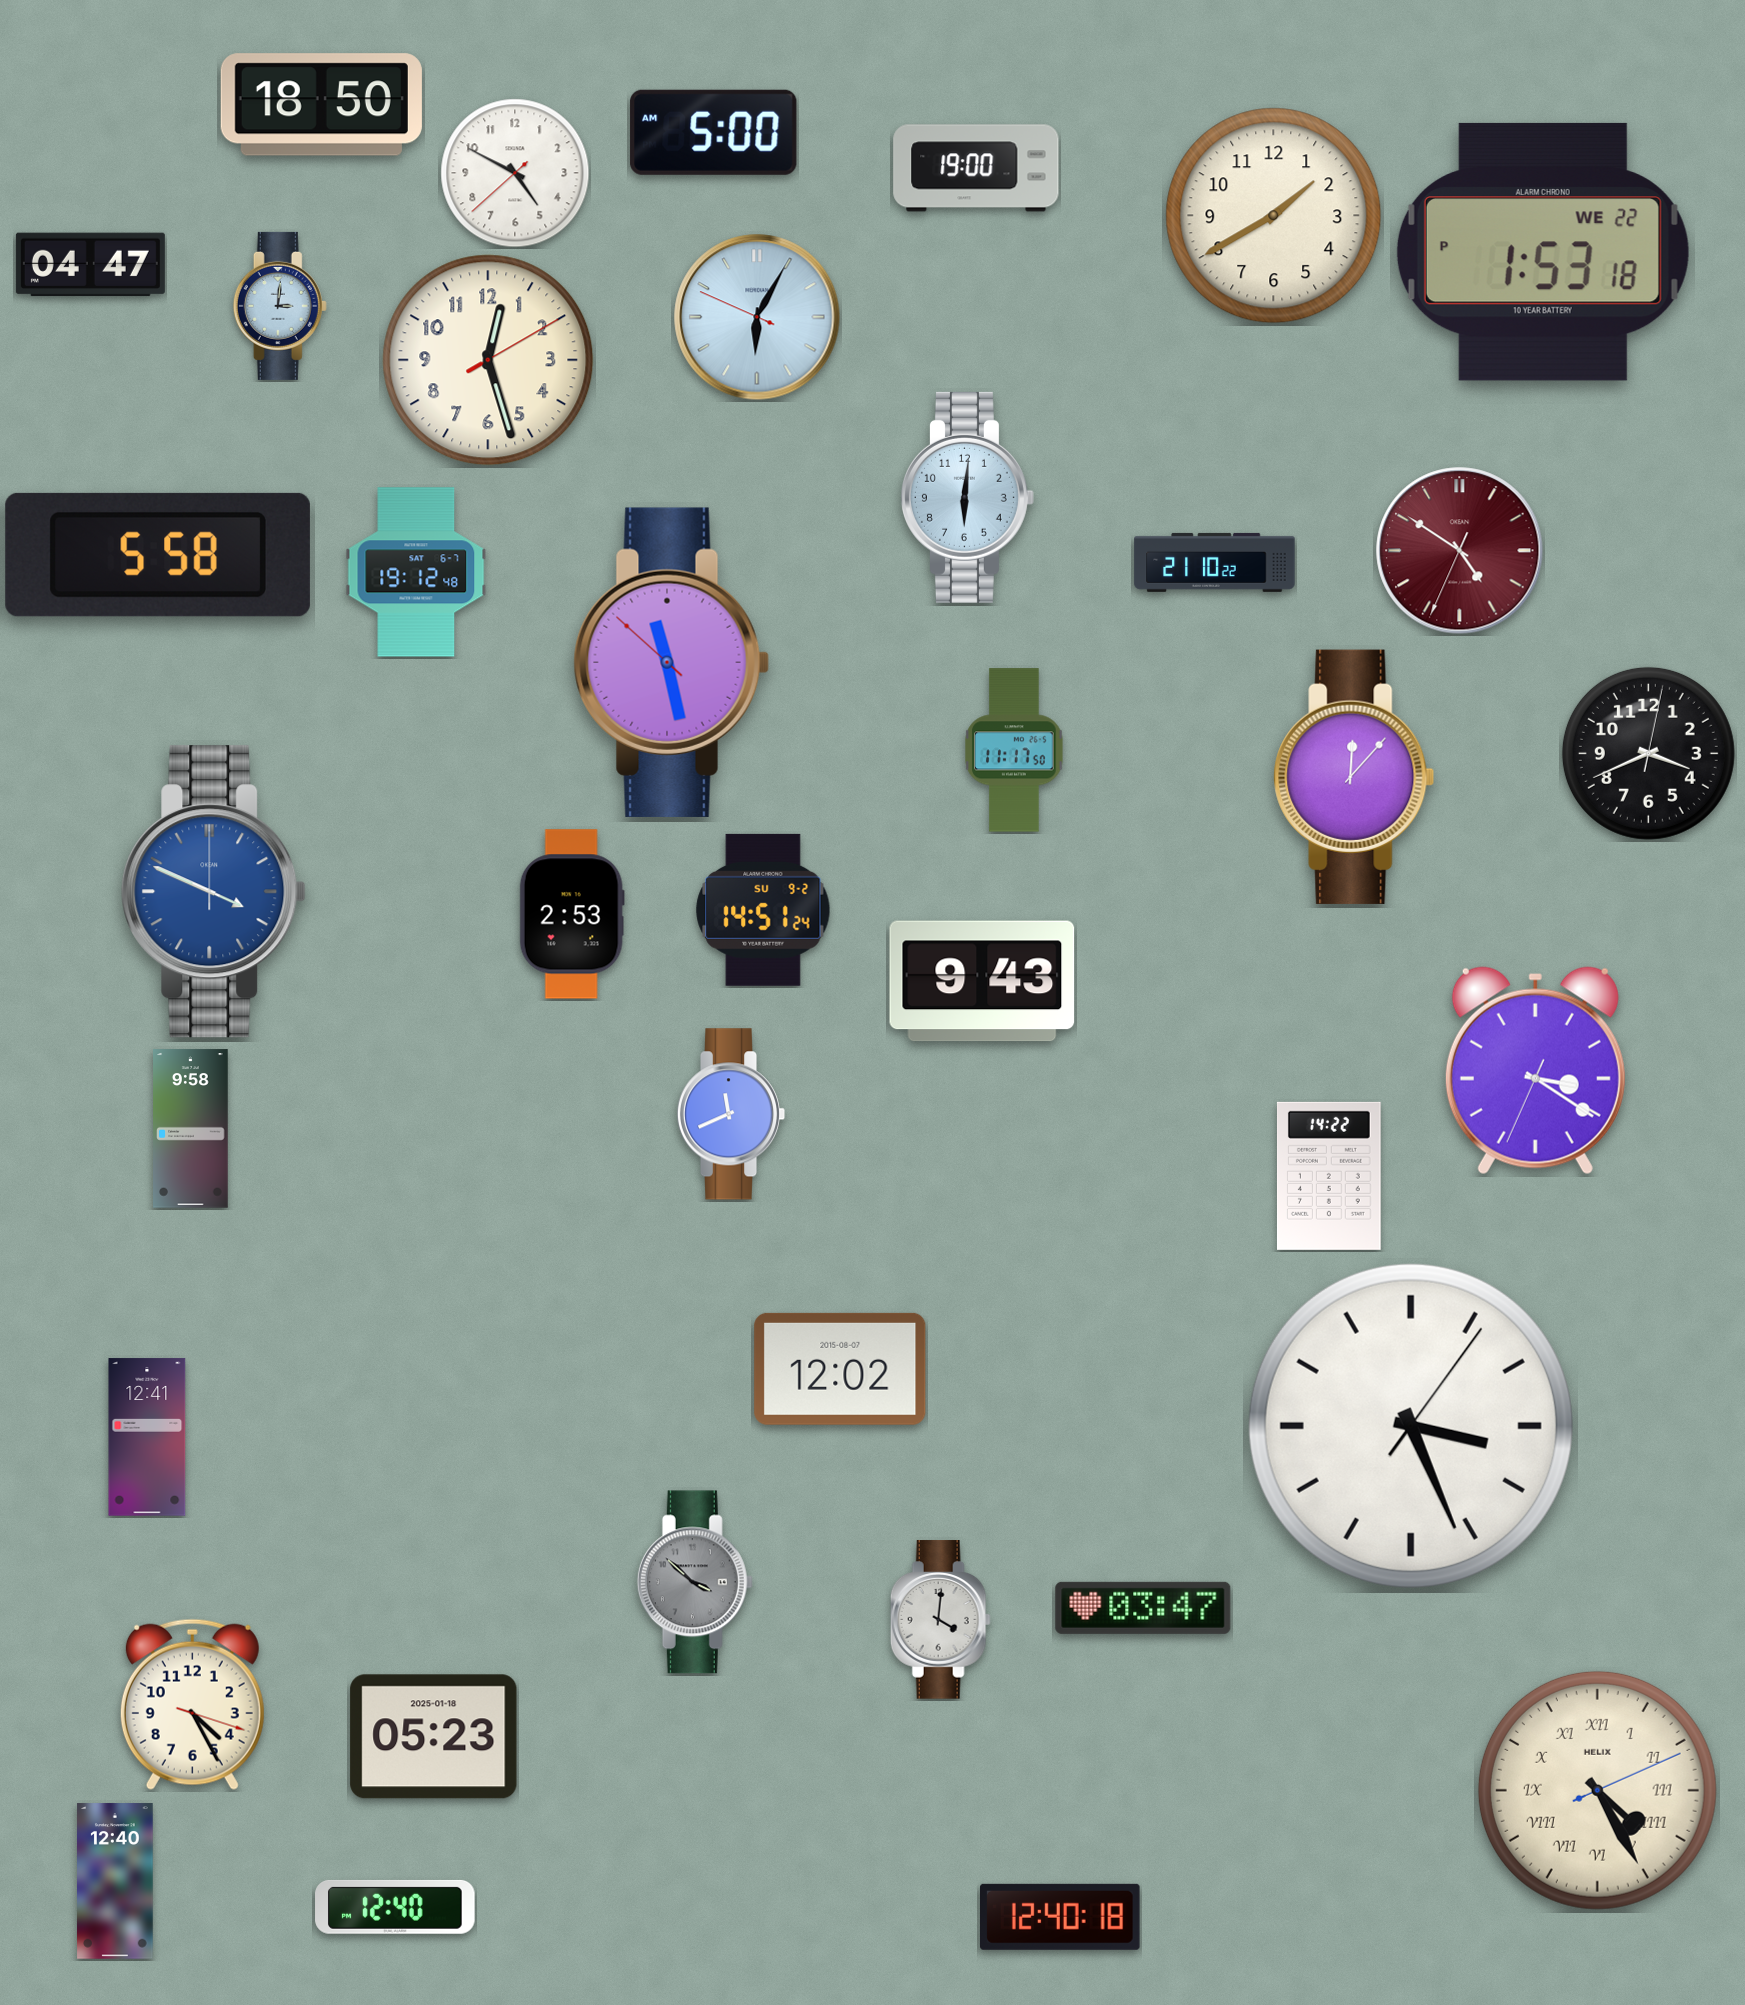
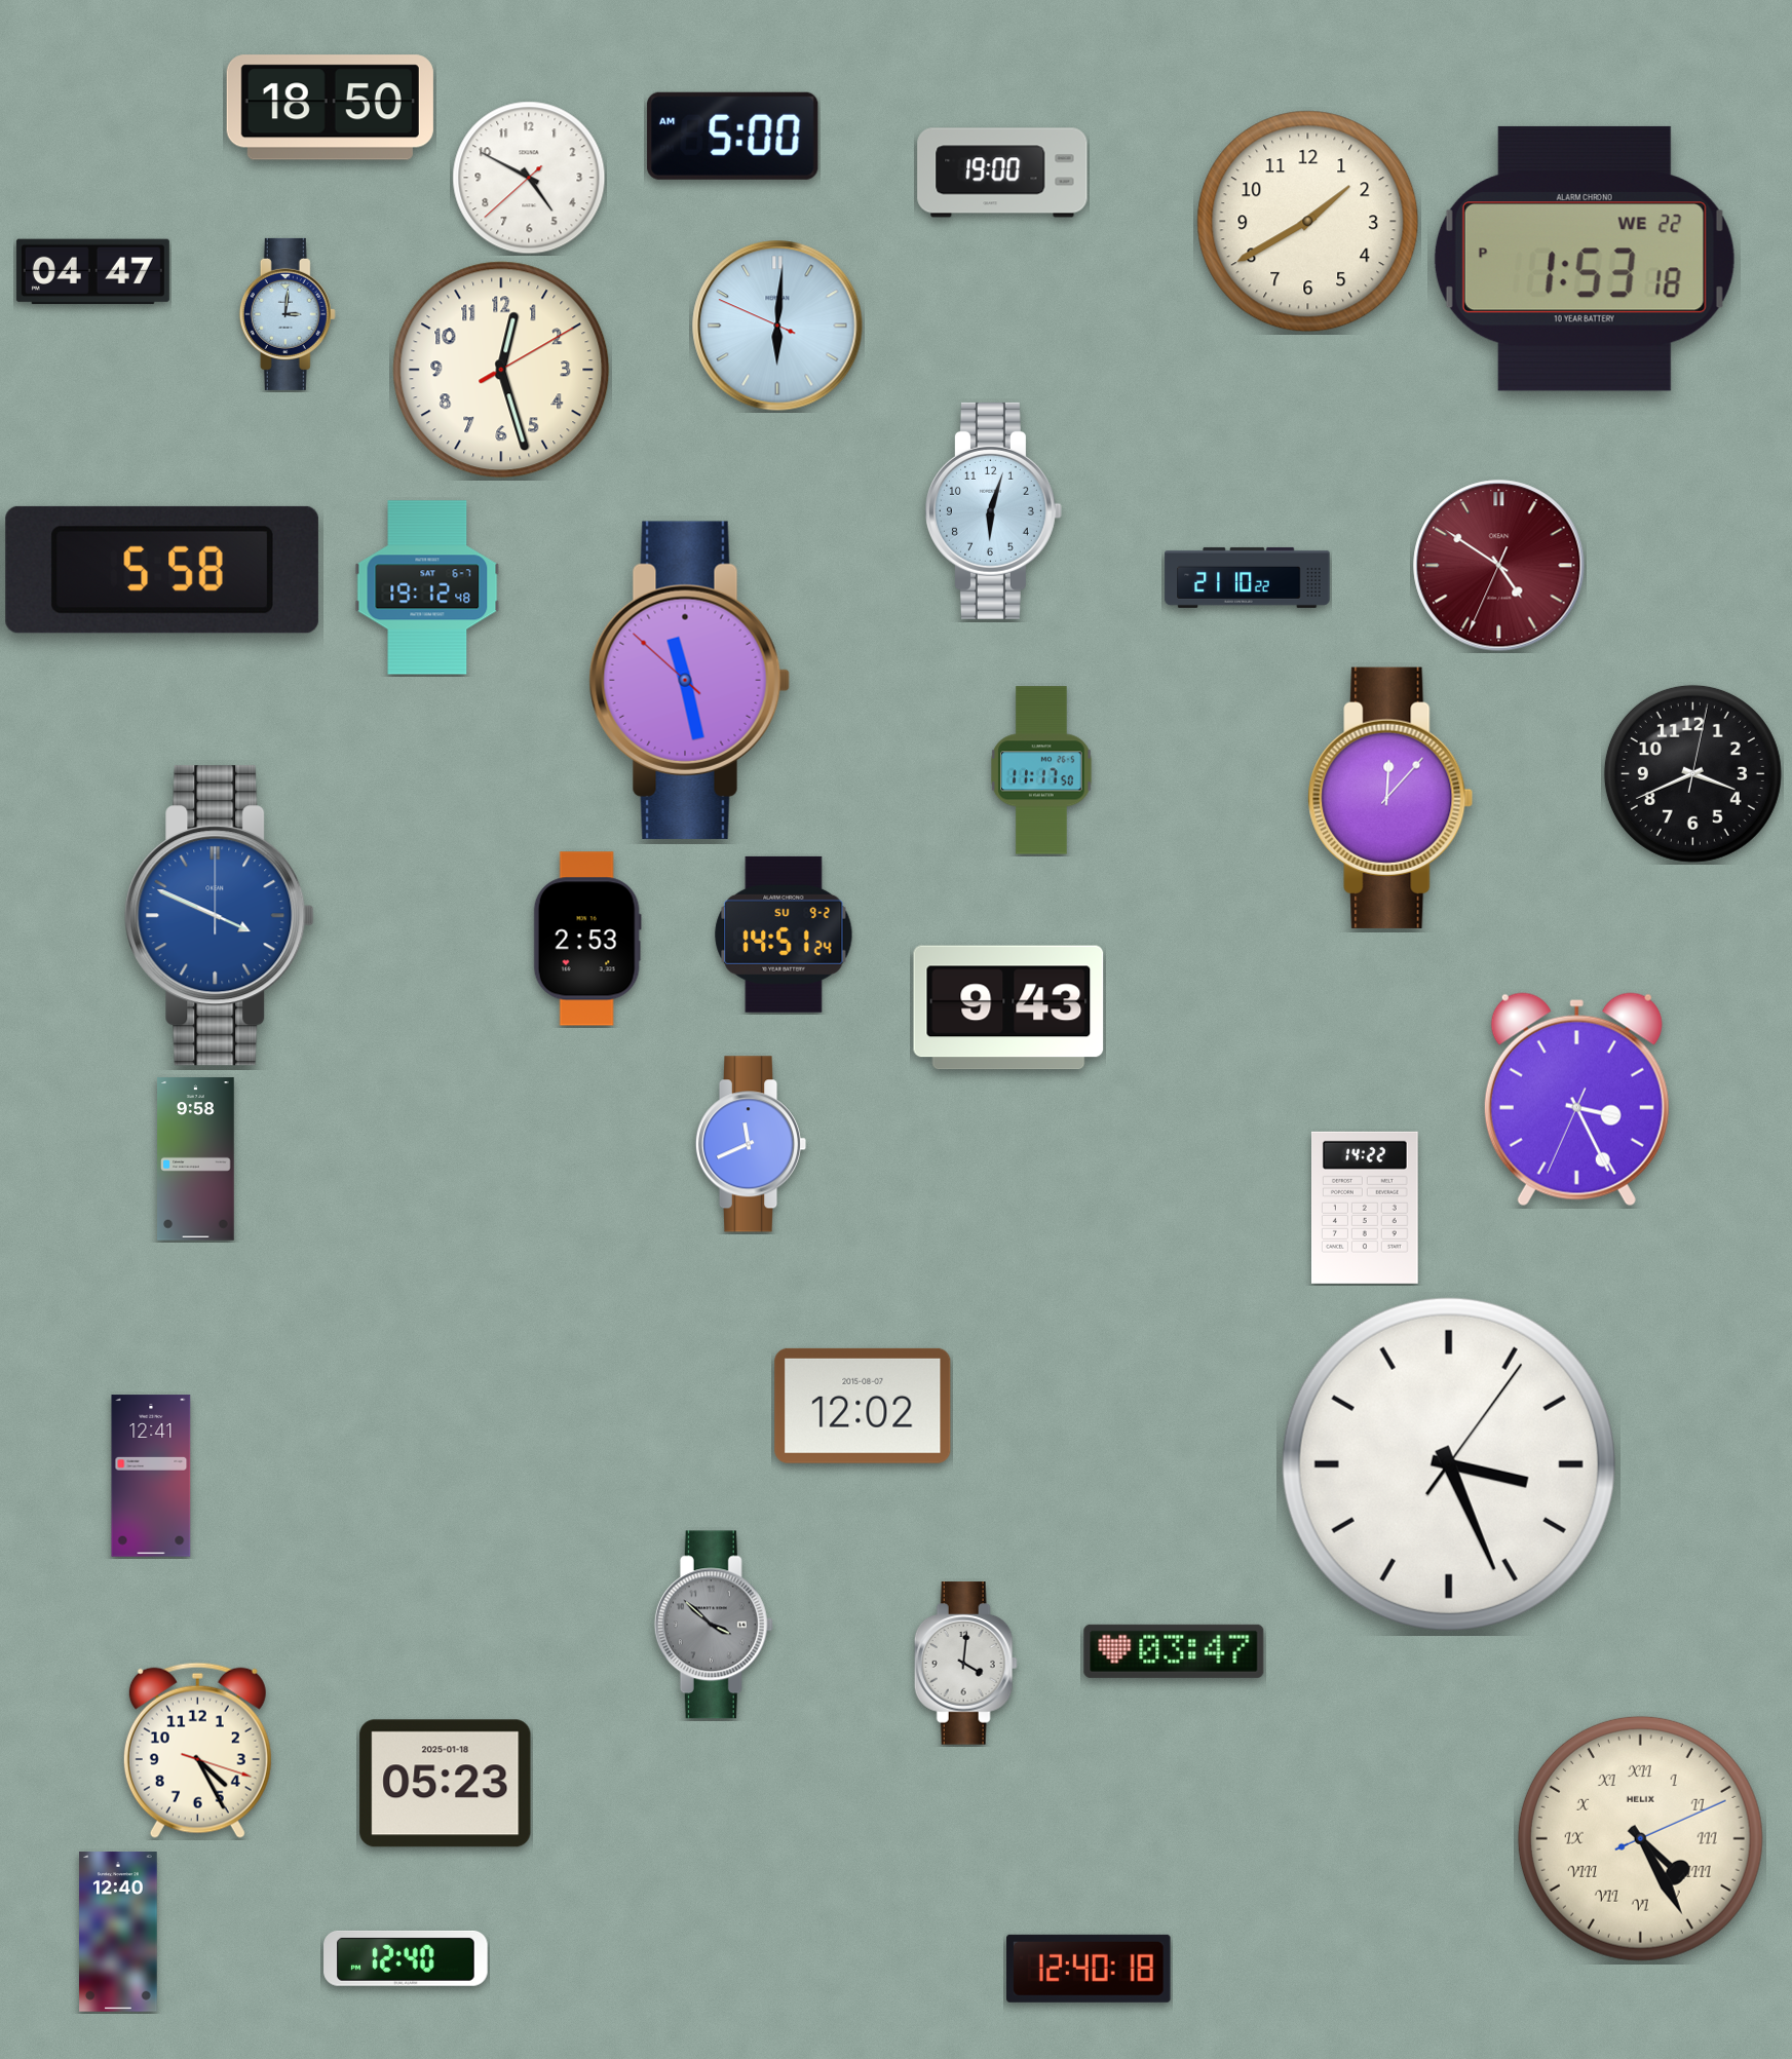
clock at (757, 317): 6:04 -> 6:00
clock at (967, 497): 6:01 -> 6:03
clock at (1535, 1071): 3:20 -> 3:25
